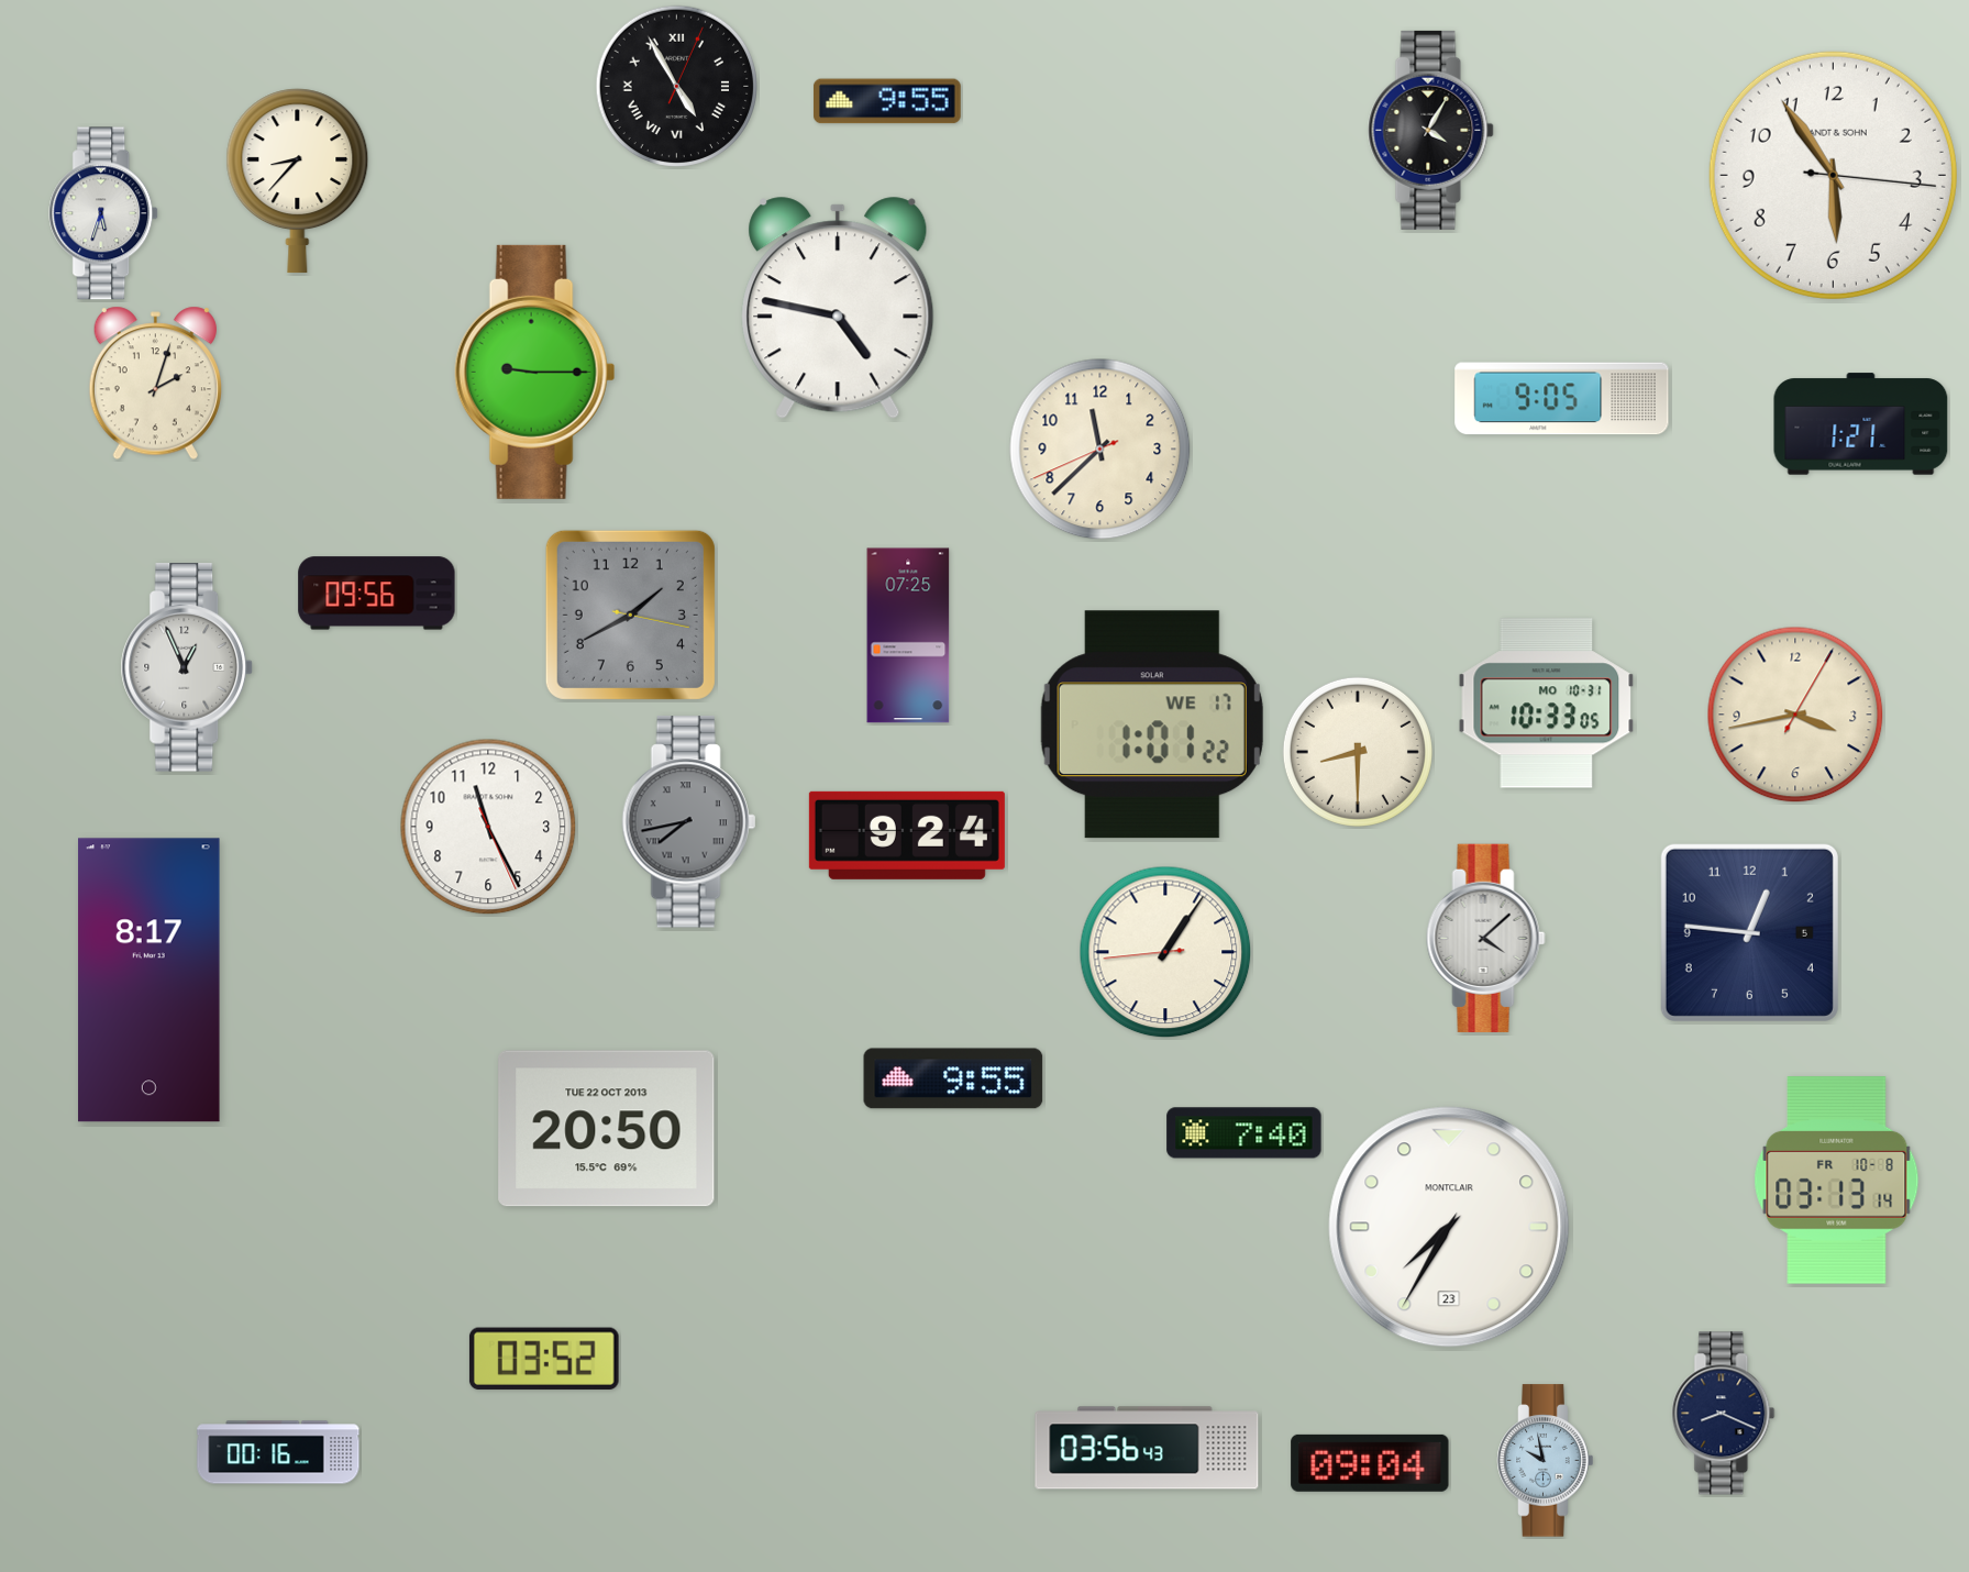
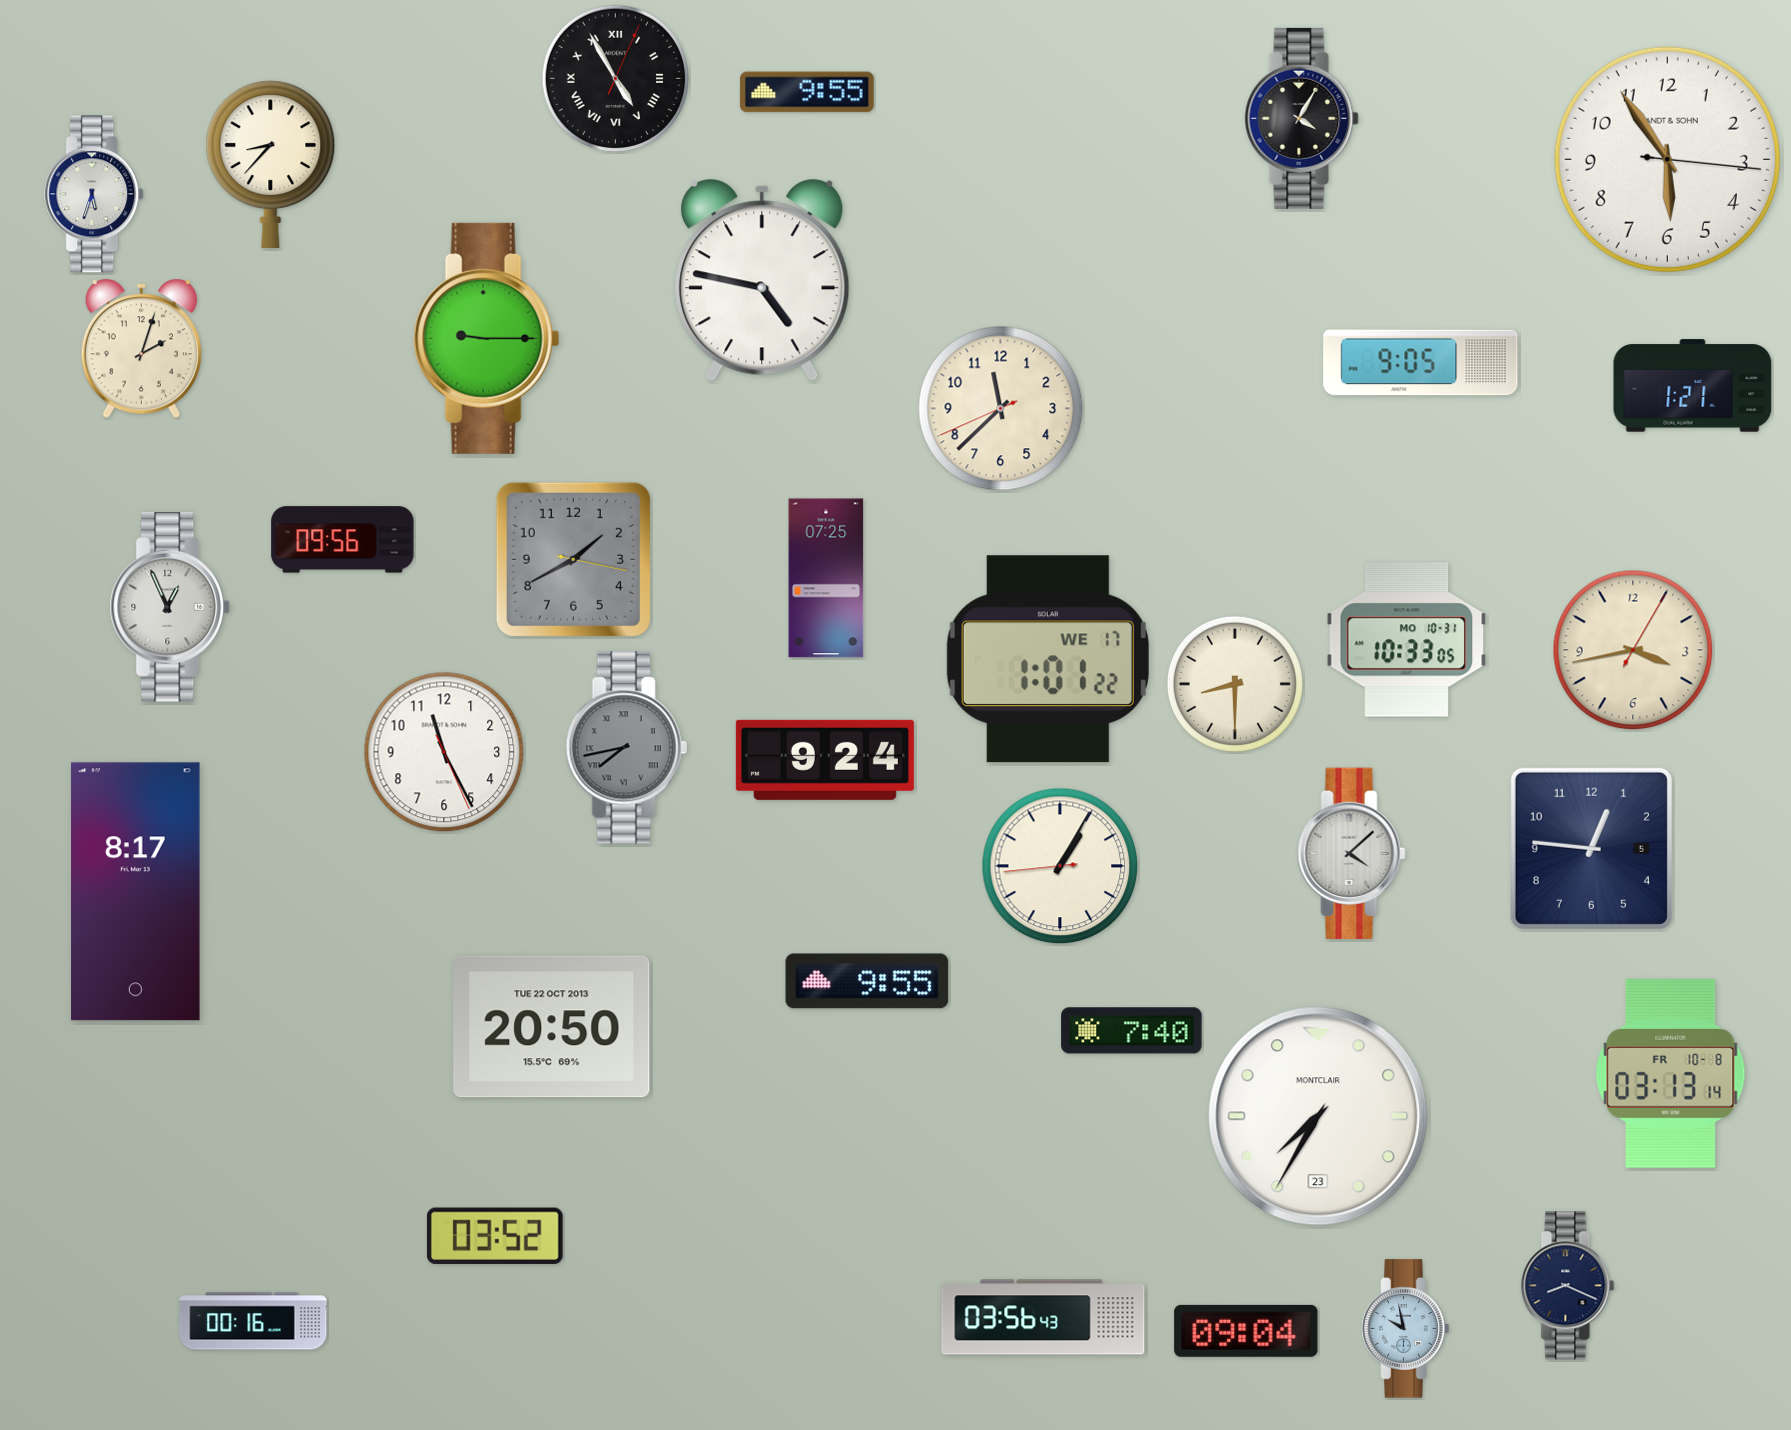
clock at (1165, 952): 1:05 -> 1:04
